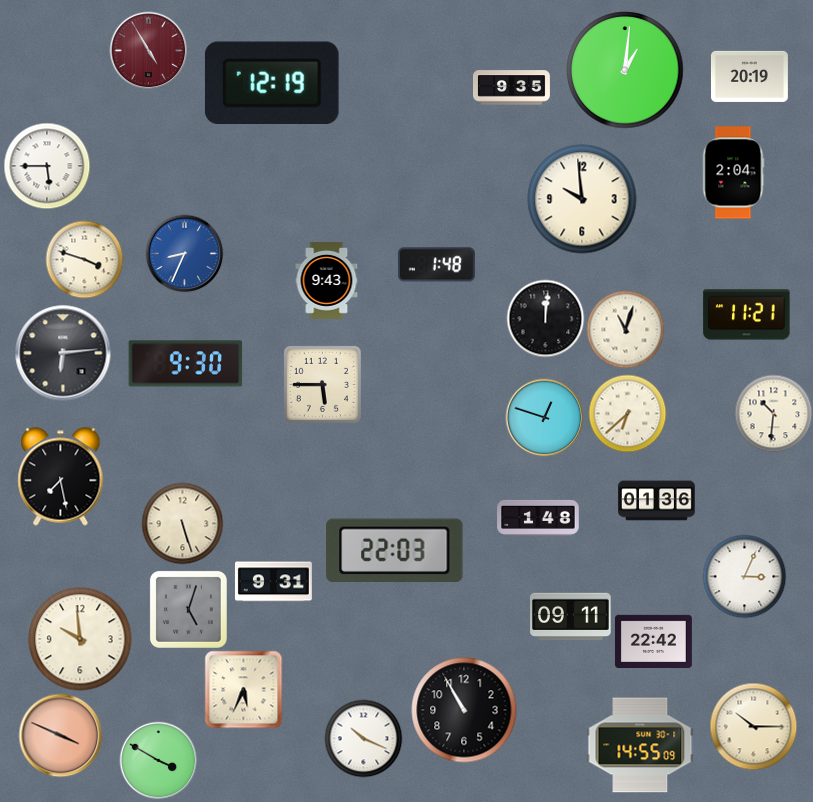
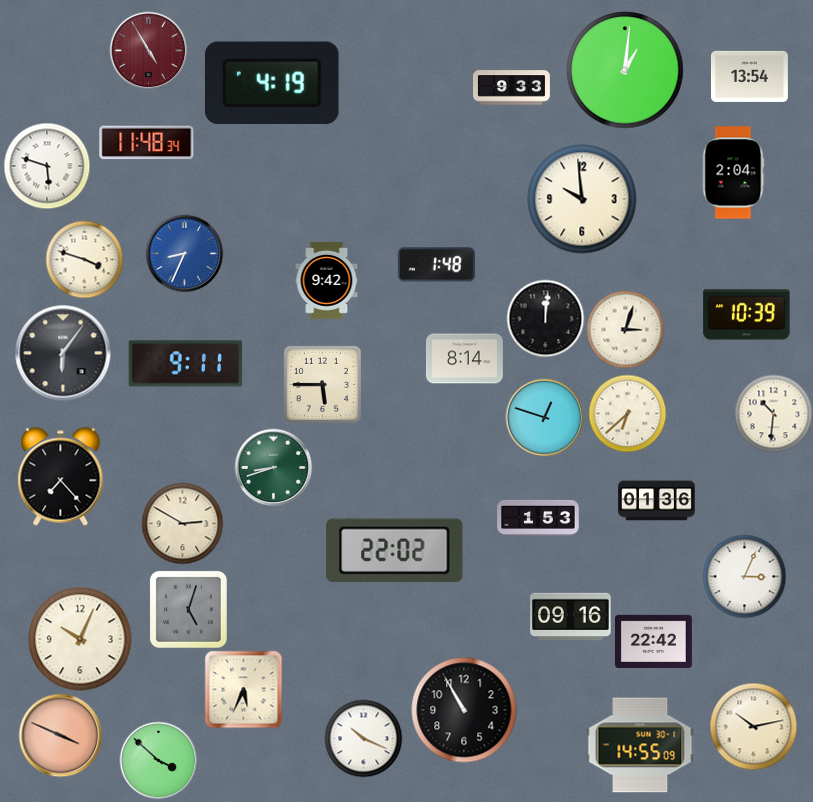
clock at (749, 76): 20:19 -> 13:54
clock at (272, 82): 12:19 -> 4:19
clock at (511, 88): 9:35 -> 9:33
clock at (147, 143): none -> 11:48
clock at (47, 166): 5:45 -> 5:48
clock at (327, 280): 9:43 -> 9:42
clock at (747, 315): 11:21 -> 10:39
clock at (625, 329): 11:03 -> 3:03
clock at (63, 353): 6:14 -> 6:06
clock at (464, 359): none -> 8:14
clock at (186, 364): 9:30 -> 9:11
clock at (273, 467): none -> 8:42
clock at (61, 477): 7:28 -> 7:23
clock at (538, 518): 1:48 -> 1:53
clock at (182, 523): 5:27 -> 2:50
clock at (395, 551): 22:03 -> 22:02
clock at (273, 582): 9:31 -> none
clock at (571, 617): 09:11 -> 09:16
clock at (80, 639): 9:59 -> 10:04
clock at (753, 726): 10:15 -> 10:13
clock at (158, 760): 3:50 -> 3:52
